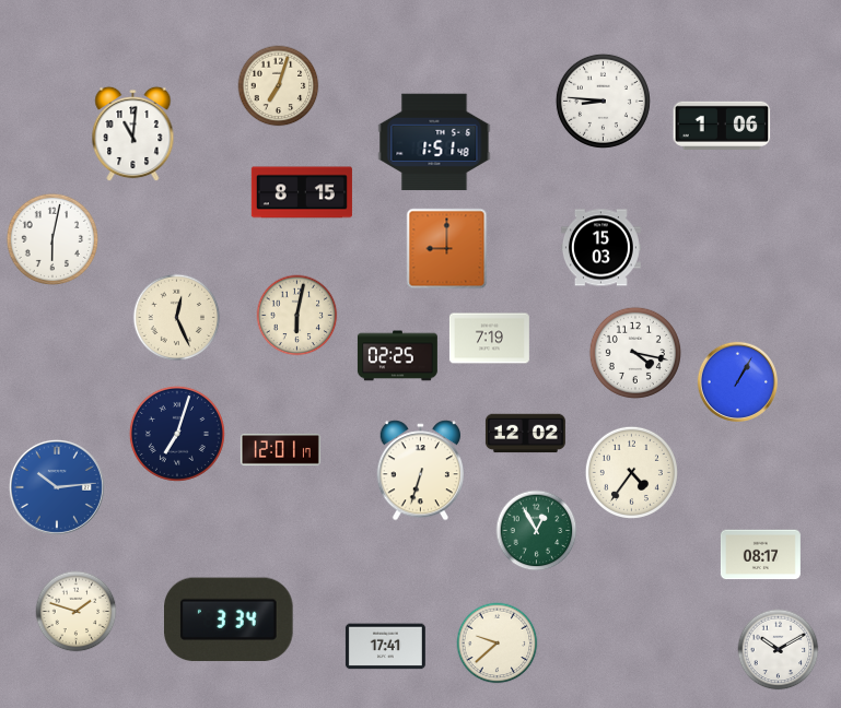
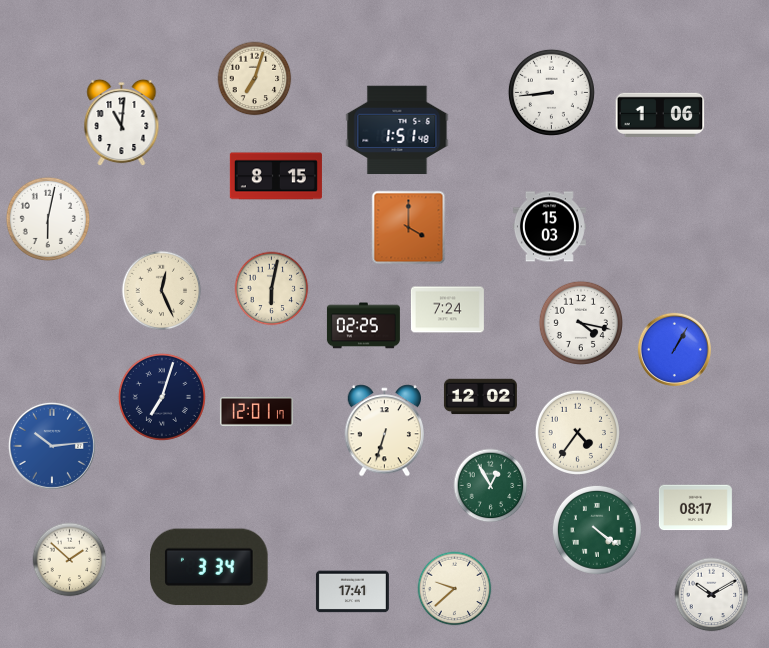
clock at (603, 101): 8:46 -> 8:44
clock at (447, 249): 9:00 -> 4:00
clock at (489, 339): 7:19 -> 7:24
clock at (597, 530): none -> 4:21
clock at (77, 612): 1:48 -> 1:52
